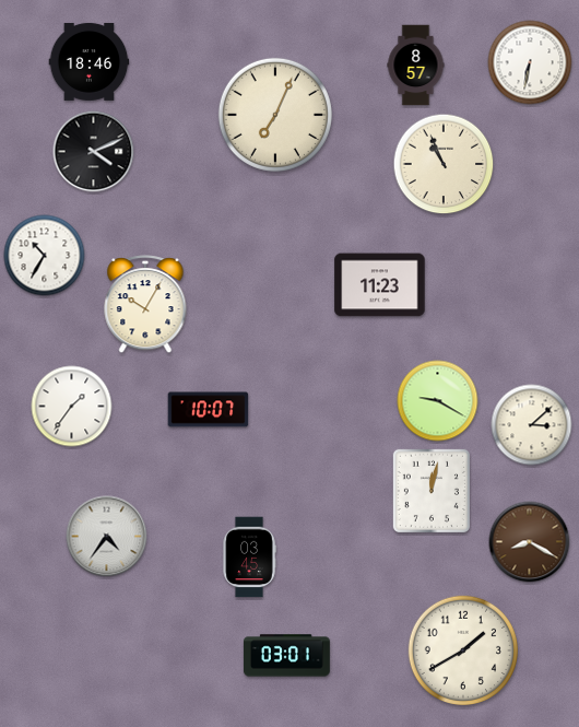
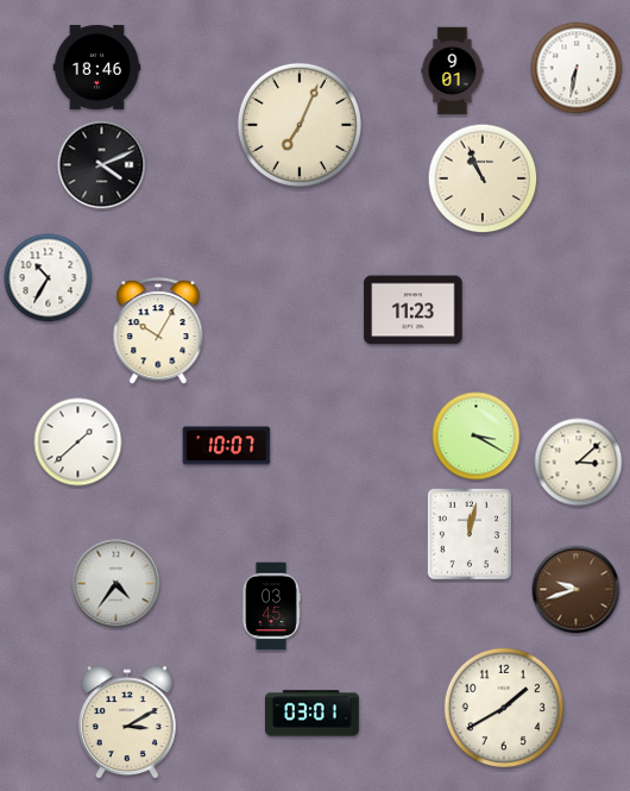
clock at (416, 66): 8:57 -> 9:01
clock at (438, 401): 9:20 -> 3:20
clock at (72, 407): 1:36 -> 1:38
clock at (530, 542): 8:20 -> 9:42
clock at (127, 723): none -> 3:10
